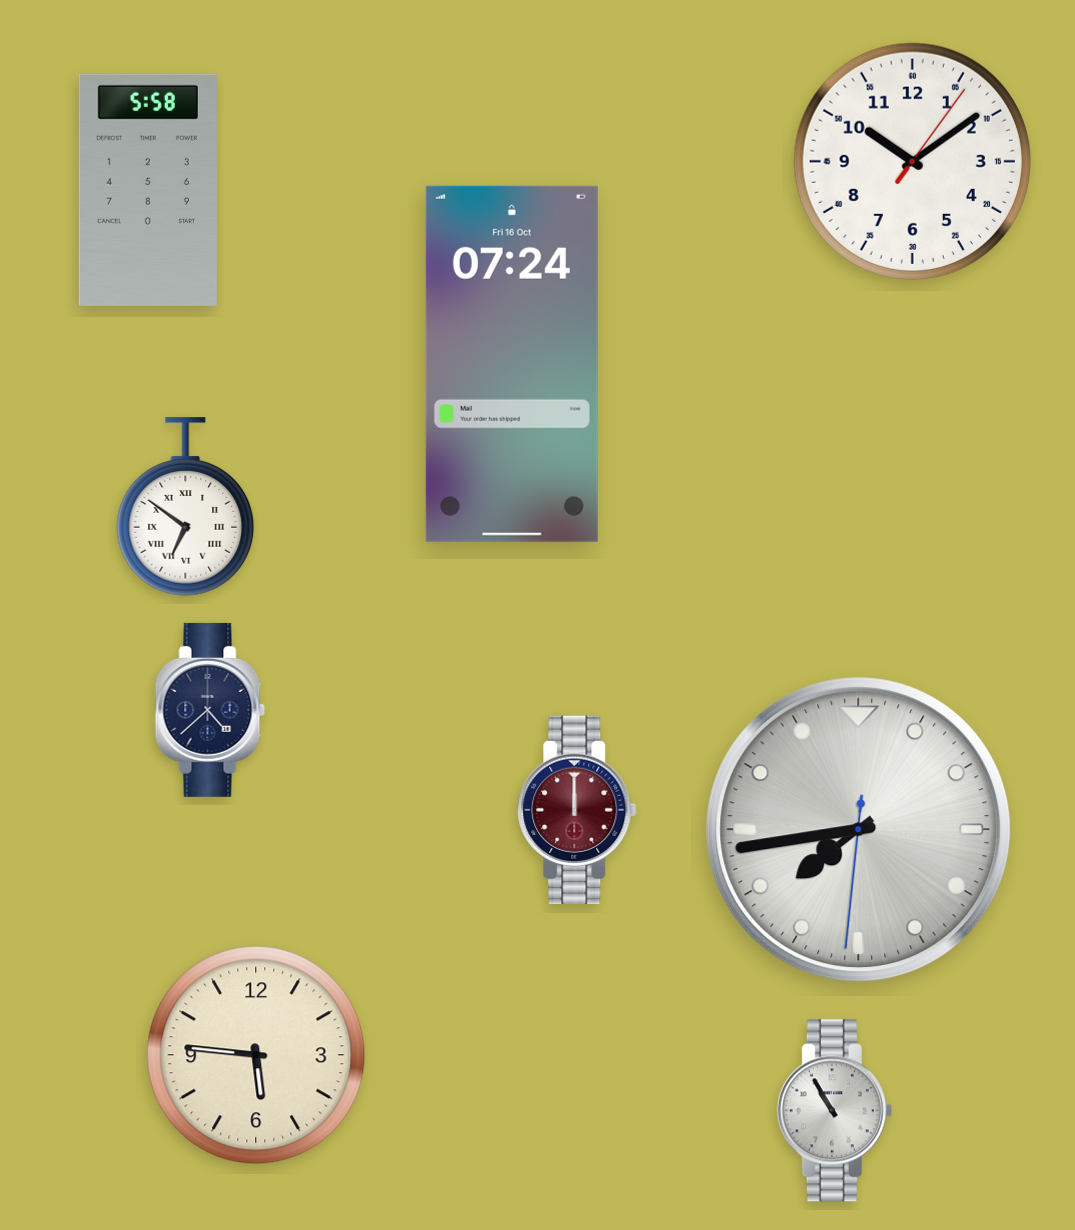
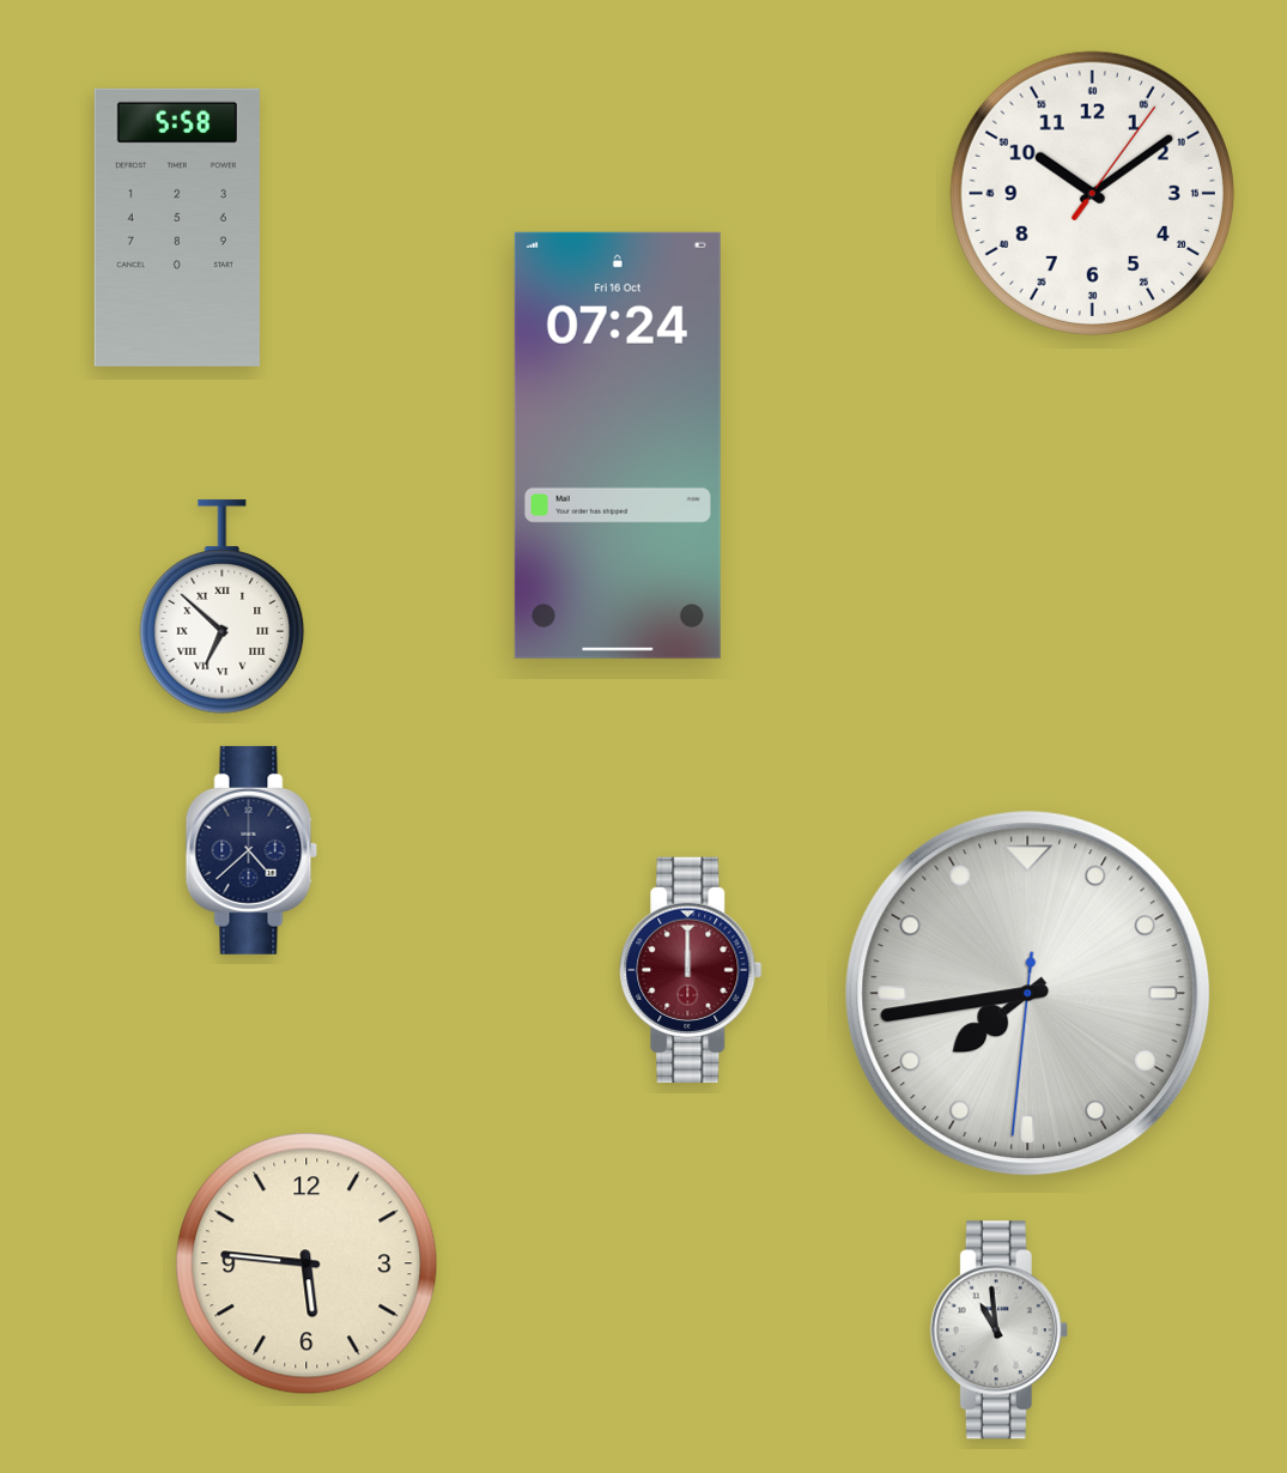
clock at (512, 364) position: (512, 364) -> (618, 445)
clock at (186, 507): 6:51 -> 6:52
clock at (834, 1111): 10:55 -> 10:59
